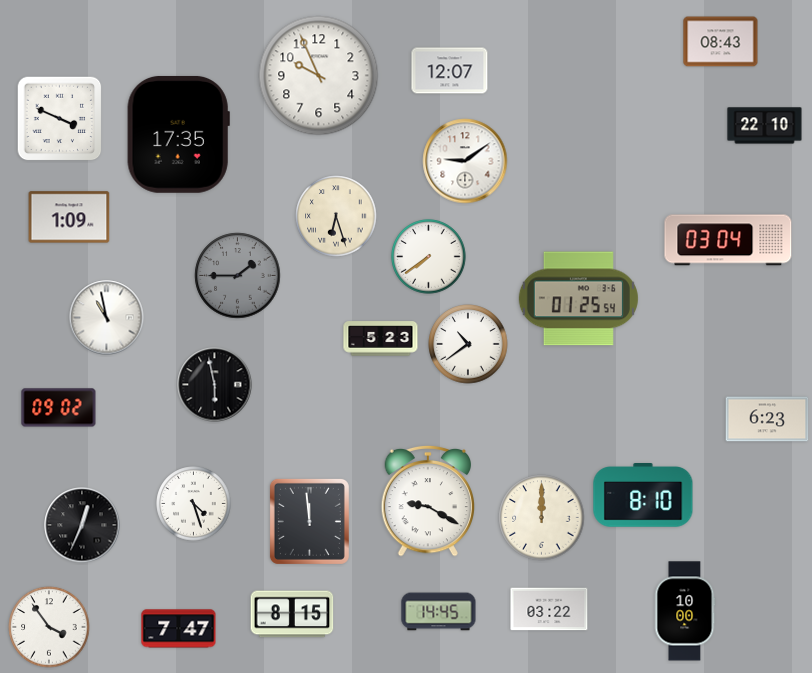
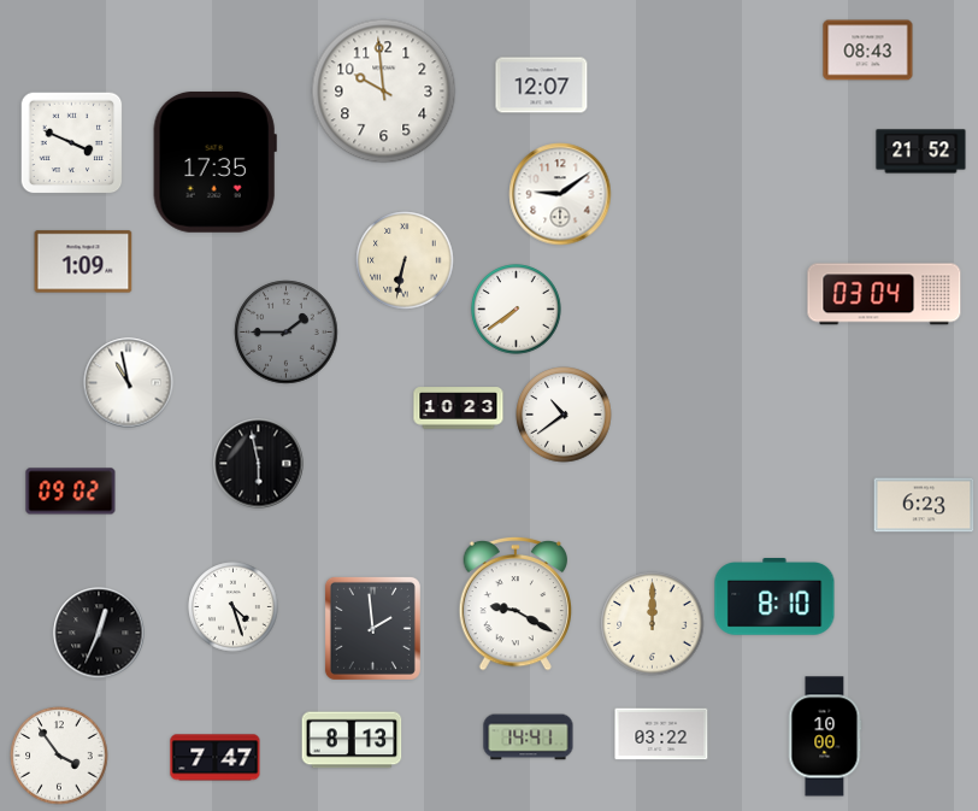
clock at (319, 76): 9:56 -> 9:59
clock at (765, 126): 22:10 -> 21:52
clock at (336, 216): 6:27 -> 6:32
clock at (728, 240) position: (728, 240) -> (884, 294)
clock at (578, 299): 01:25 -> none
clock at (381, 339): 5:23 -> 10:23
clock at (309, 521): 11:59 -> 1:59
clock at (439, 612): 14:45 -> 14:41
clock at (292, 614): 8:15 -> 8:13
